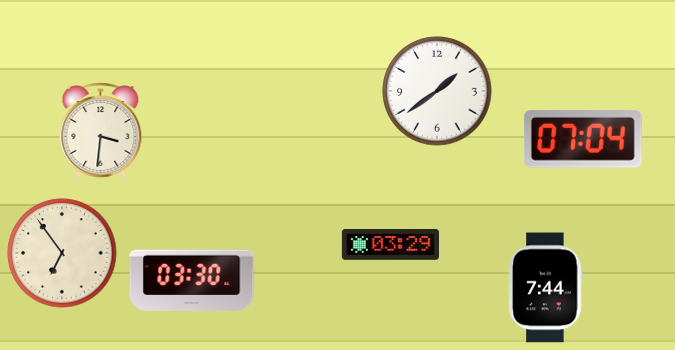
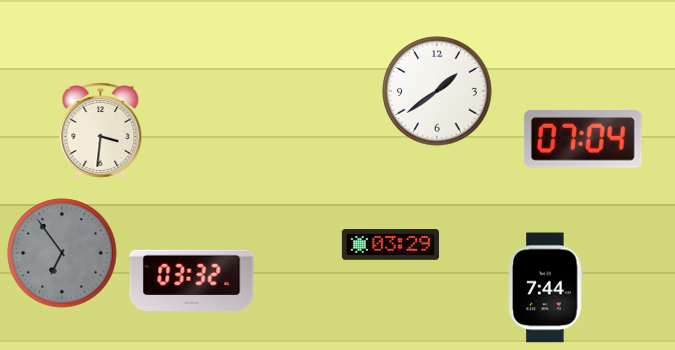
clock at (62, 253) dial: cream -> grey
clock at (192, 280): 03:30 -> 03:32
